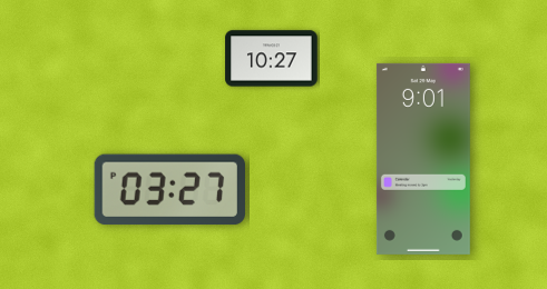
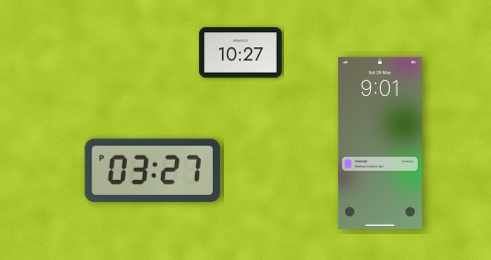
clock at (272, 59) position: (272, 59) -> (241, 53)
